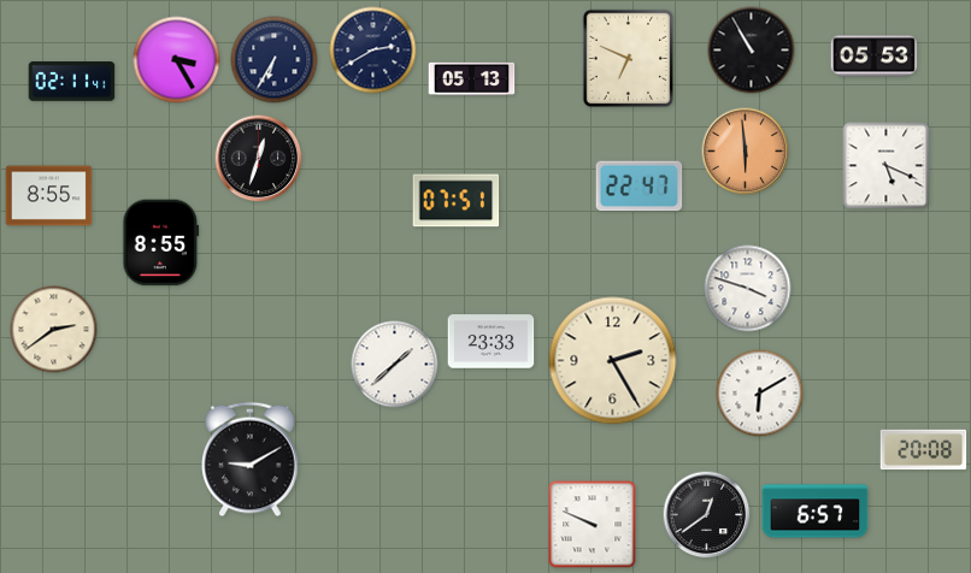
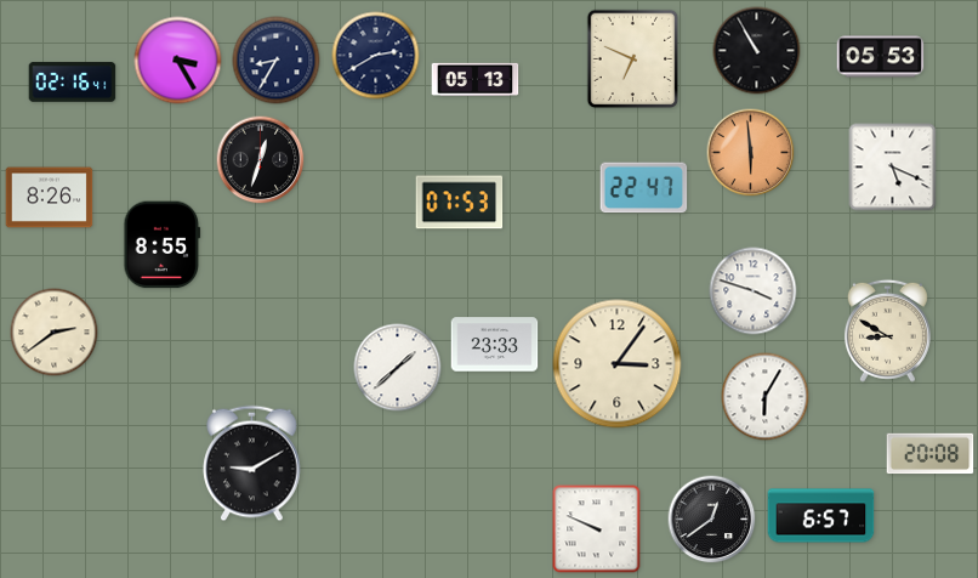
clock at (373, 51) position: (373, 51) -> (376, 56)
clock at (275, 60): 6:35 -> 8:35
clock at (72, 82): 02:11 -> 02:16
clock at (49, 196): 8:55 -> 8:26
clock at (457, 201): 07:51 -> 07:53
clock at (887, 330): none -> 8:50
clock at (613, 361): 2:25 -> 3:06
clock at (760, 394): 6:10 -> 6:05
